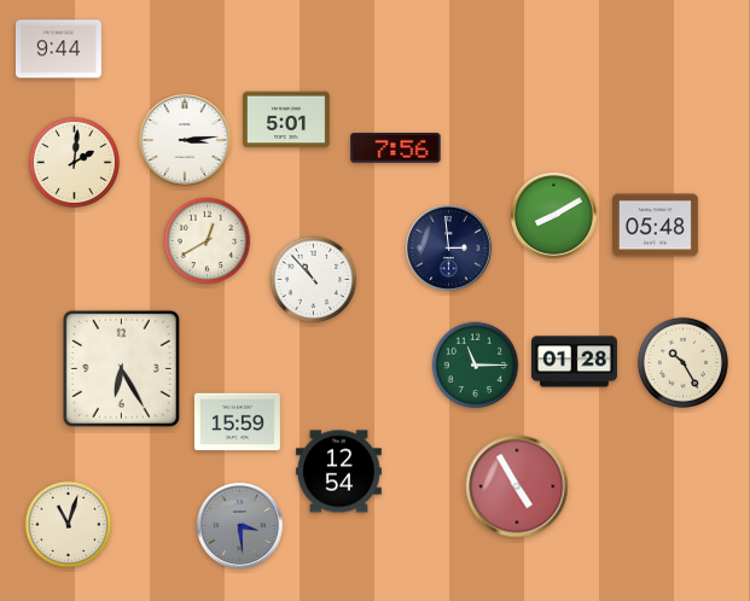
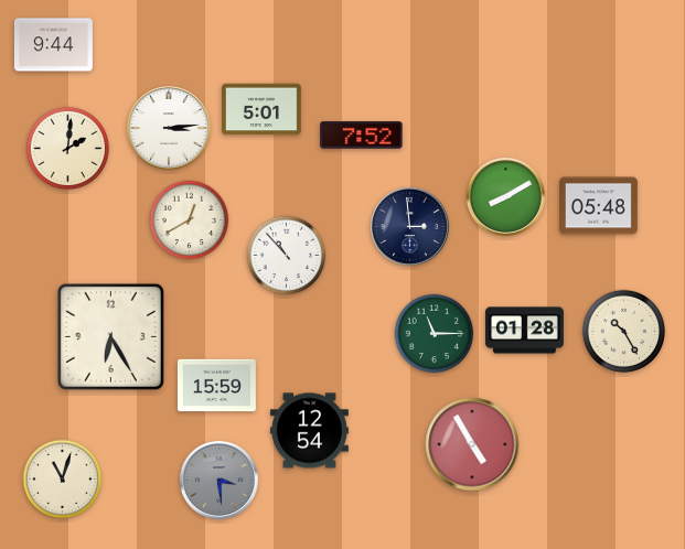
clock at (396, 148): 7:56 -> 7:52
